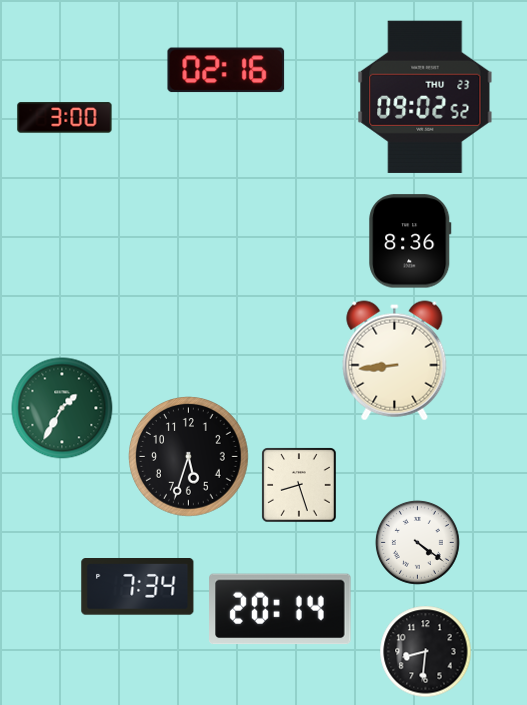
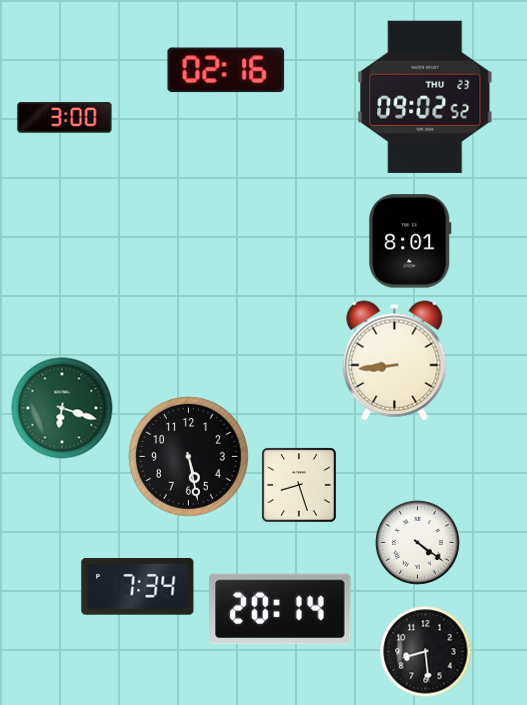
clock at (410, 241): 8:36 -> 8:01
clock at (62, 408): 1:35 -> 6:18
clock at (189, 457): 5:33 -> 5:28
clock at (426, 652): 8:31 -> 8:29
